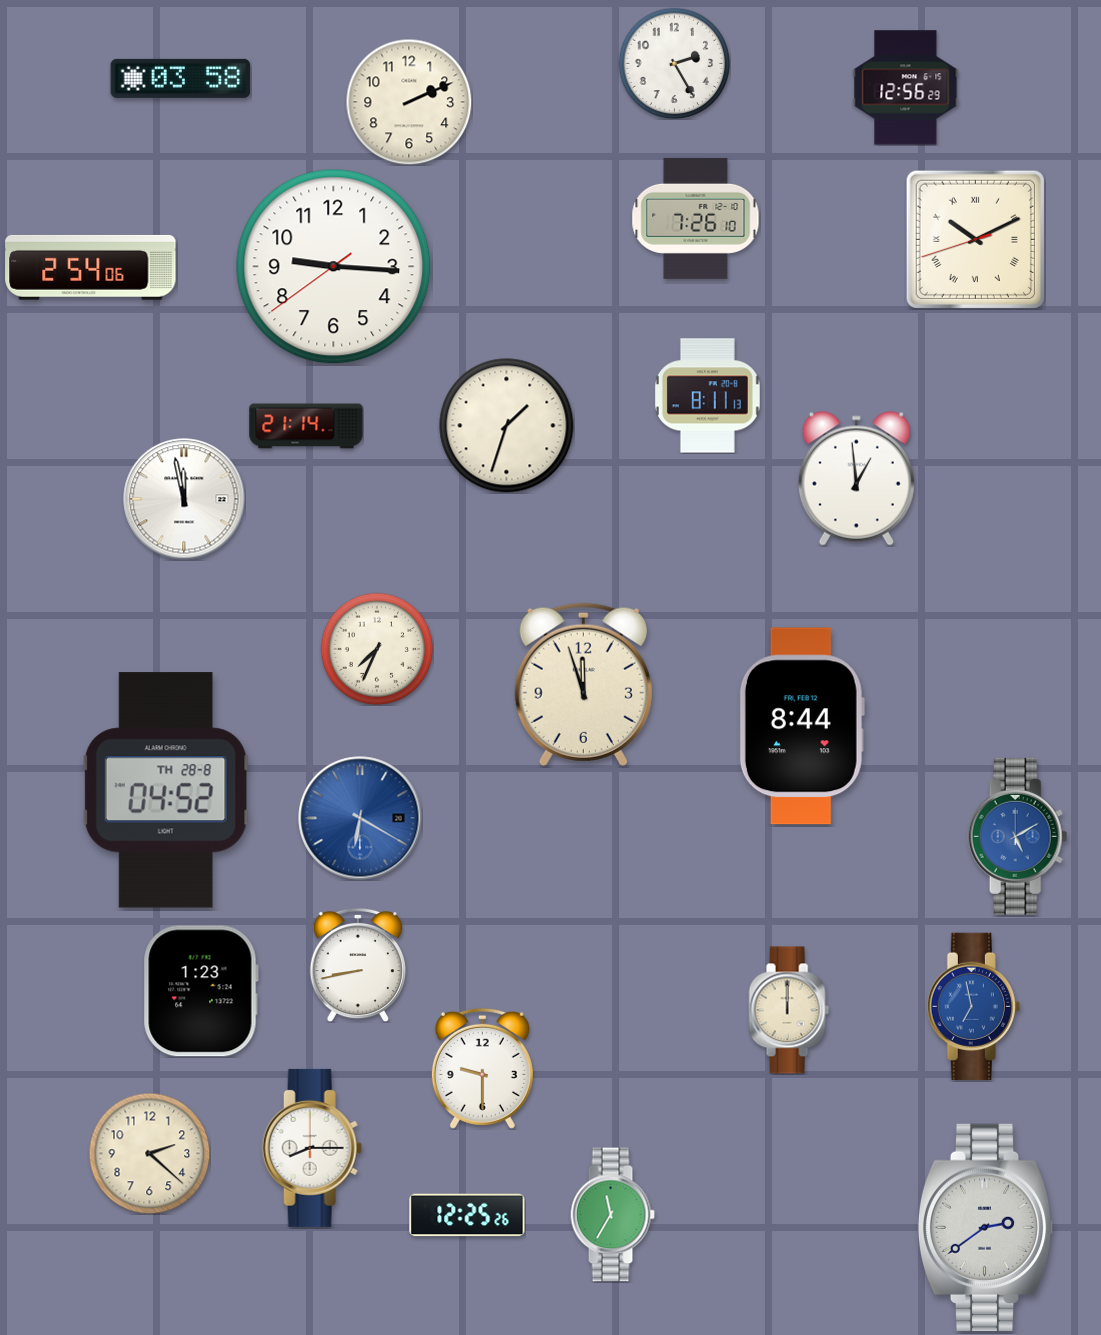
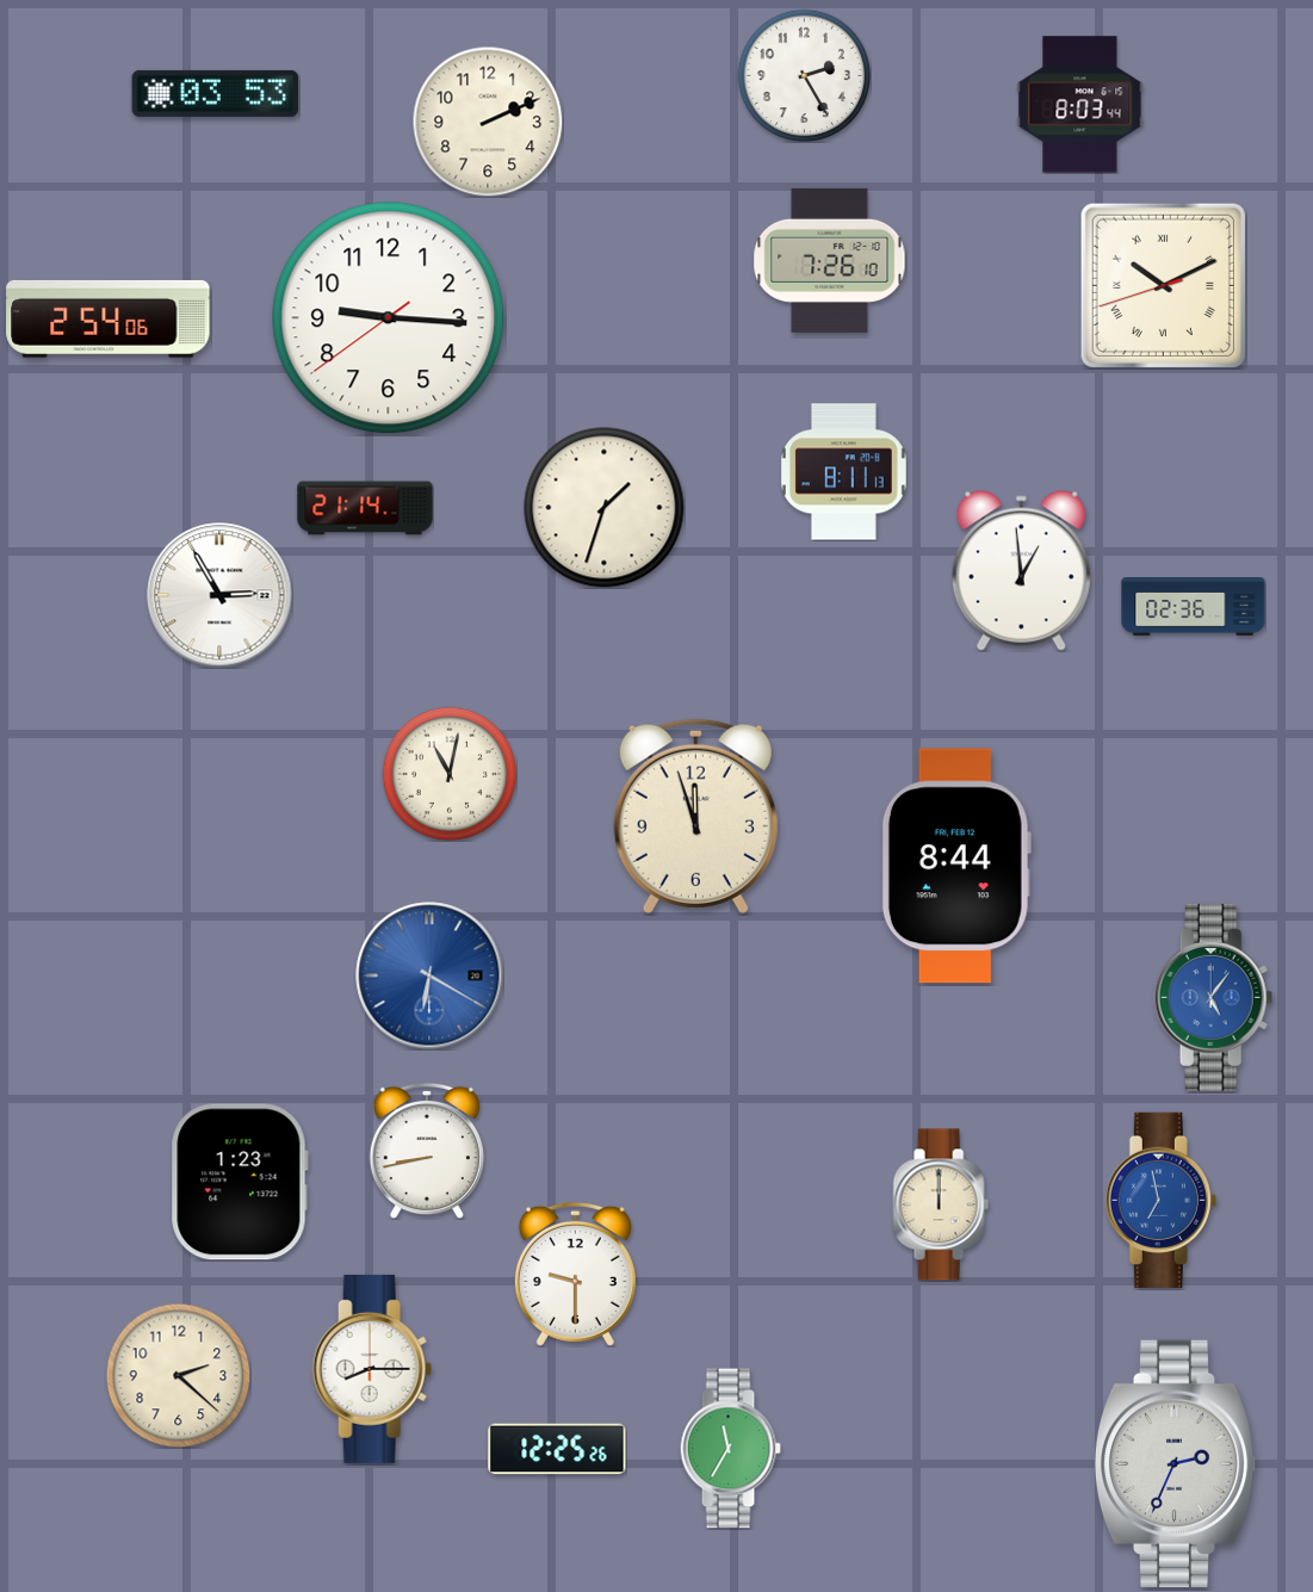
clock at (181, 78): 03:58 -> 03:53
clock at (906, 88): 12:56 -> 8:03
clock at (334, 267) position: (334, 267) -> (389, 318)
clock at (184, 499): 11:58 -> 2:55
clock at (1194, 607): none -> 02:36
clock at (377, 649): 7:34 -> 11:02
clock at (166, 790): 04:52 -> none
clock at (1018, 836): 5:10 -> 5:06
clock at (986, 1227): 2:39 -> 2:34
